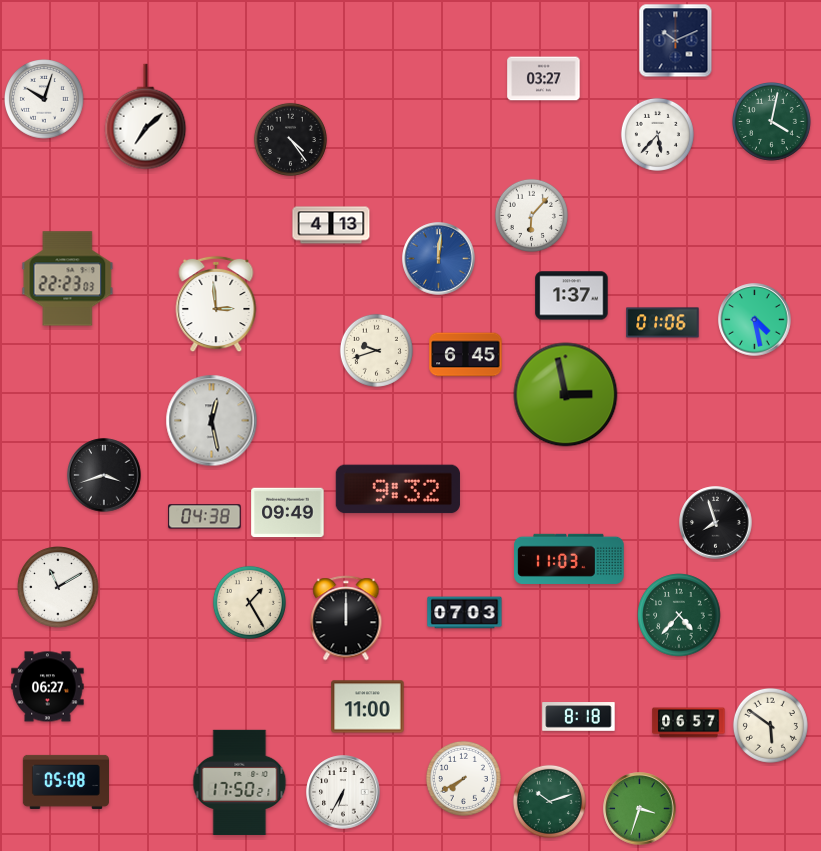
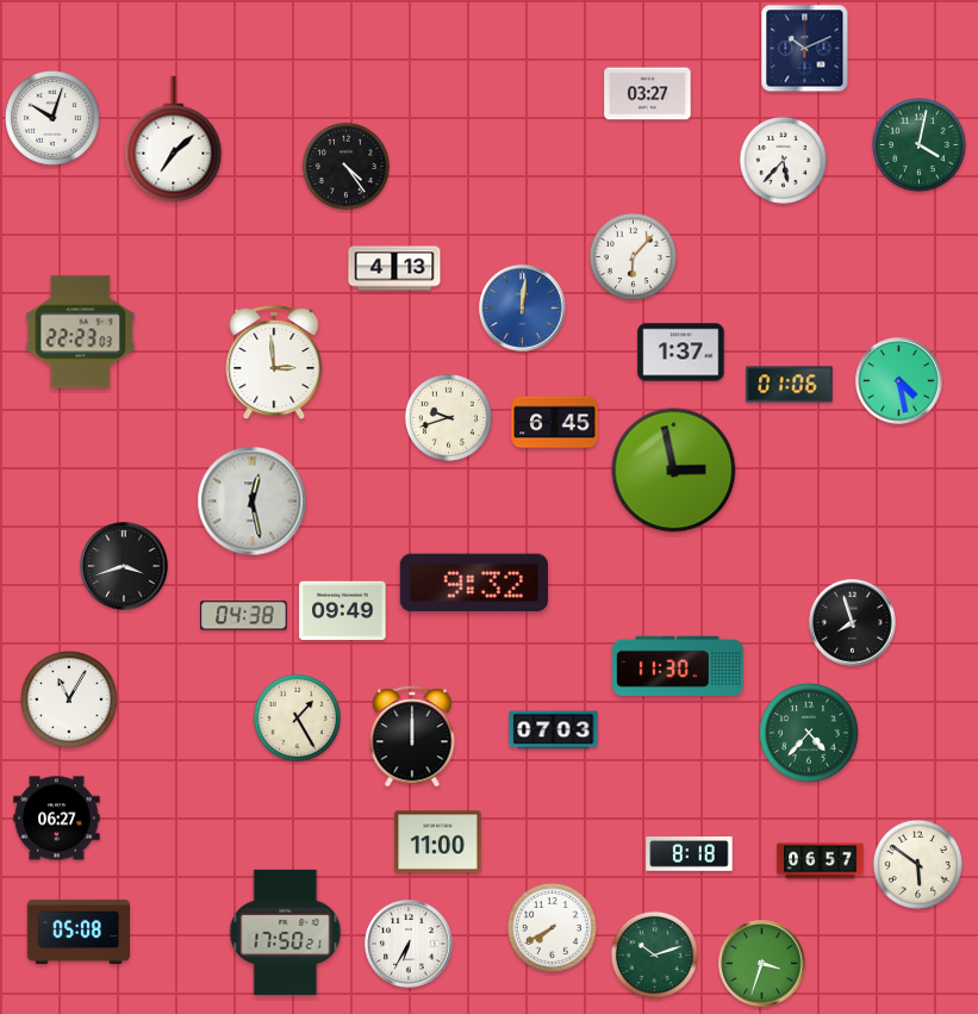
clock at (216, 304) position: (216, 304) -> (274, 362)
clock at (569, 559): 11:03 -> 11:30
clock at (58, 587): 11:10 -> 11:05
